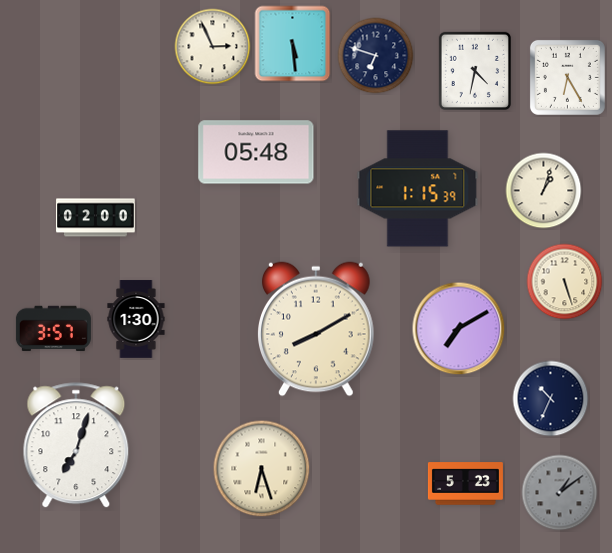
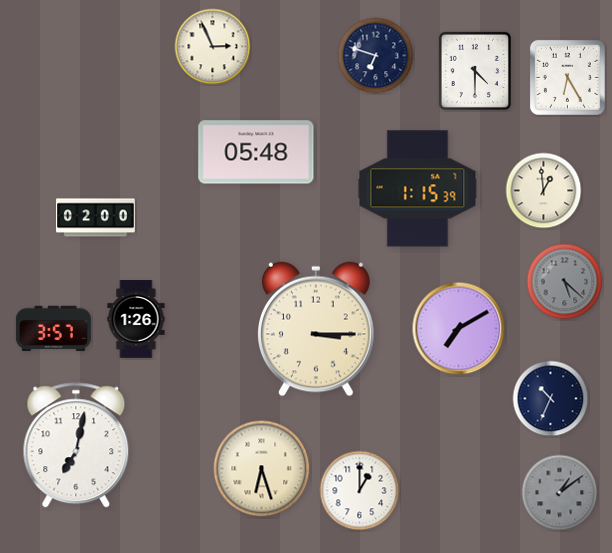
clock at (293, 44): 5:29 -> none
clock at (475, 70): 4:32 -> 4:30
clock at (544, 191): 1:03 -> 12:59
clock at (565, 282): 5:27 -> 5:22
clock at (565, 282) dial: cream -> grey
clock at (136, 319): 1:30 -> 1:26
clock at (317, 329): 8:10 -> 3:15
clock at (76, 446): 7:03 -> 7:02
clock at (465, 484): 5:23 -> none
clock at (360, 491): none -> 1:00
